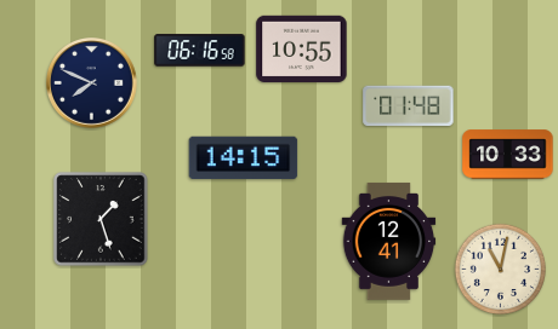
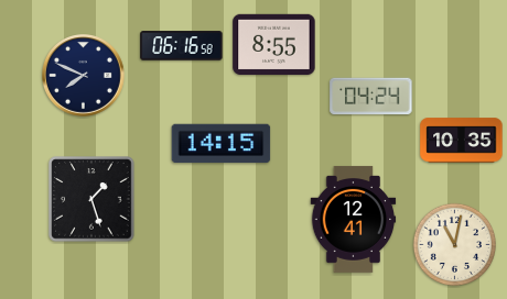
clock at (302, 48): 10:55 -> 8:55
clock at (409, 106): 01:48 -> 04:24
clock at (508, 155): 10:33 -> 10:35
